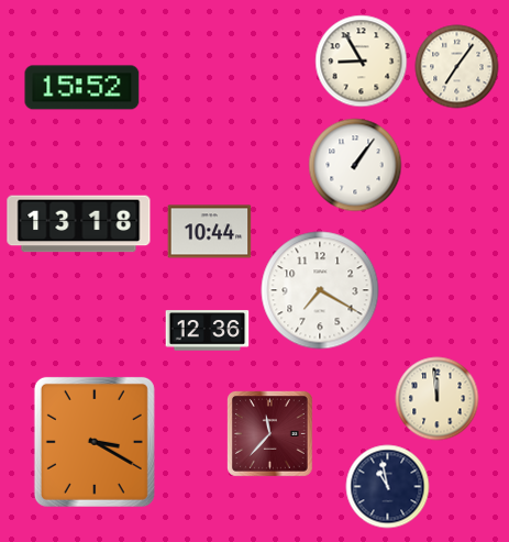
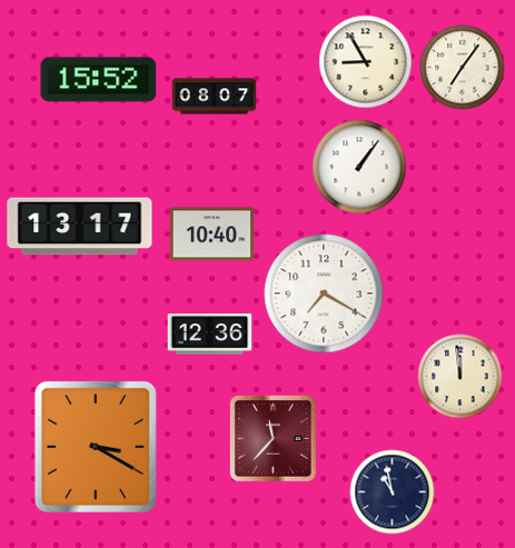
clock at (82, 88) position: (82, 88) -> (99, 80)
clock at (215, 97): none -> 08:07
clock at (79, 224): 13:18 -> 13:17
clock at (210, 232): 10:44 -> 10:40
clock at (438, 399) position: (438, 399) -> (460, 377)
